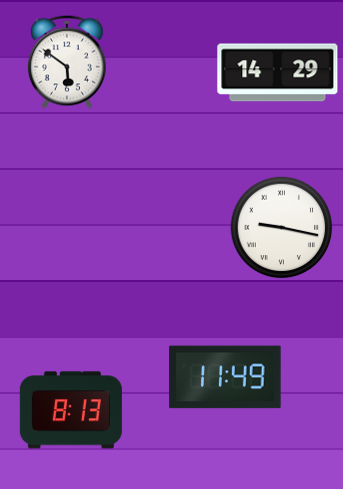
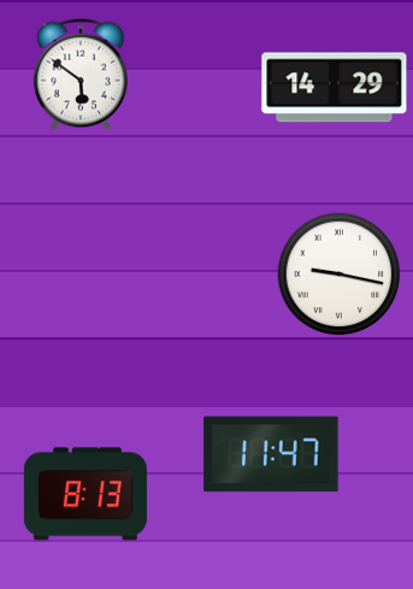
clock at (225, 377): 11:49 -> 11:47
